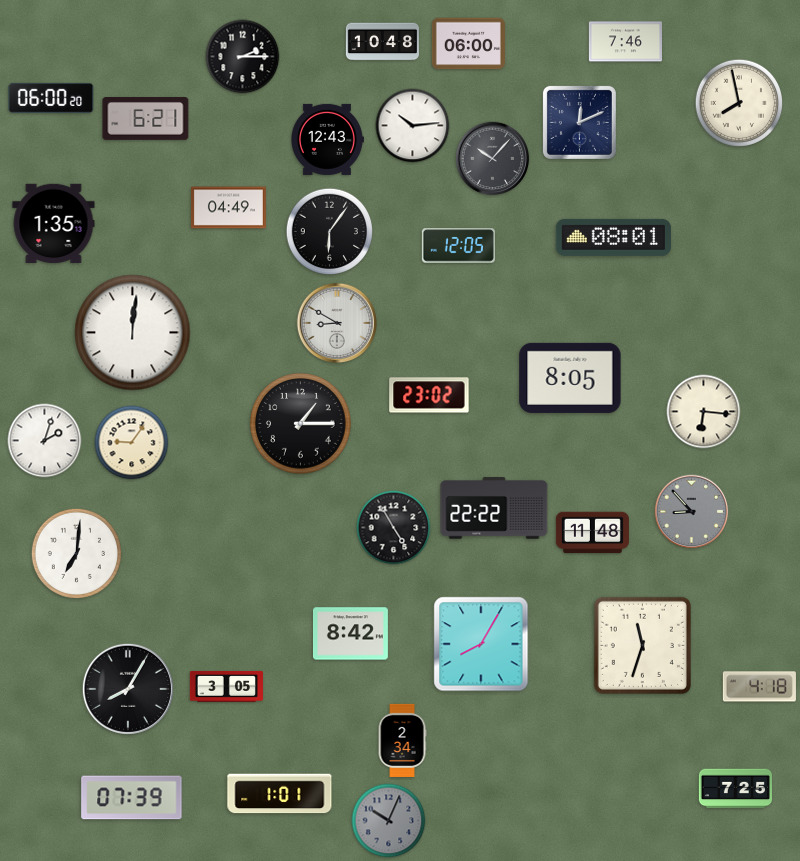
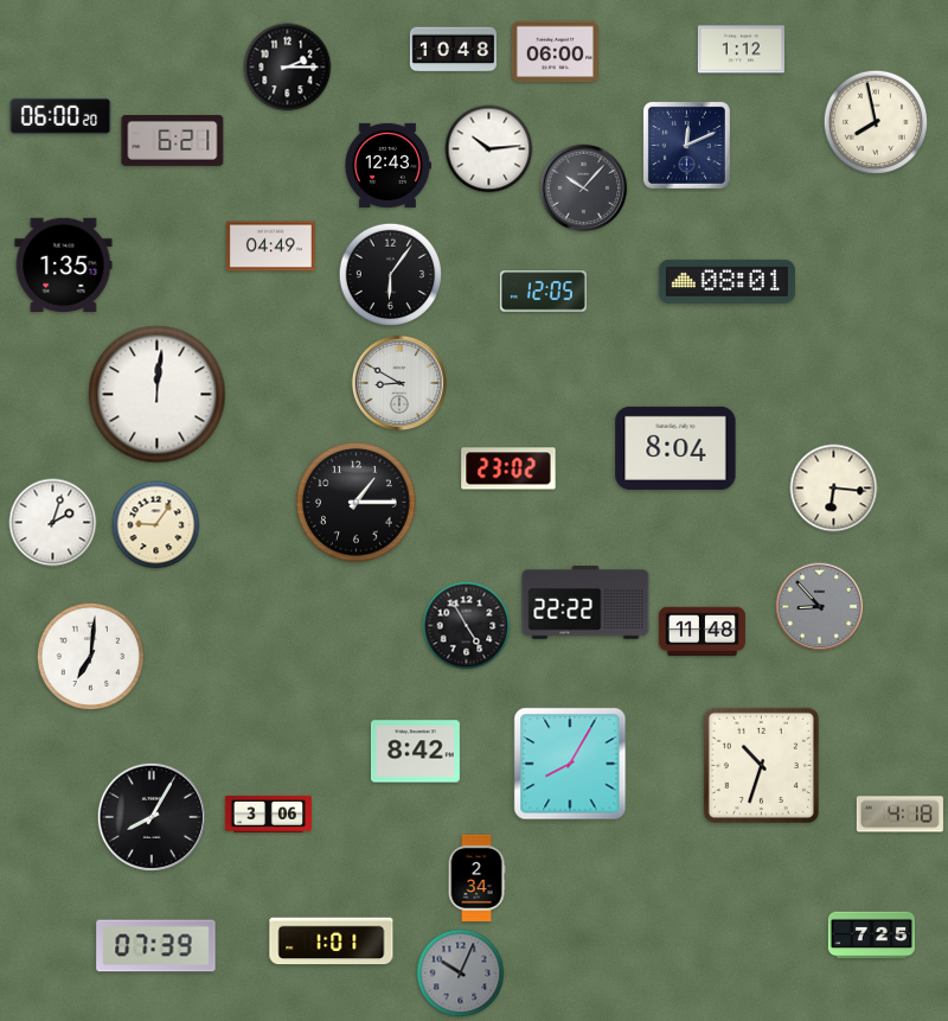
clock at (625, 42): 7:46 -> 1:12
clock at (570, 378): 8:05 -> 8:04
clock at (642, 645): 11:33 -> 10:33
clock at (226, 686): 3:05 -> 3:06
